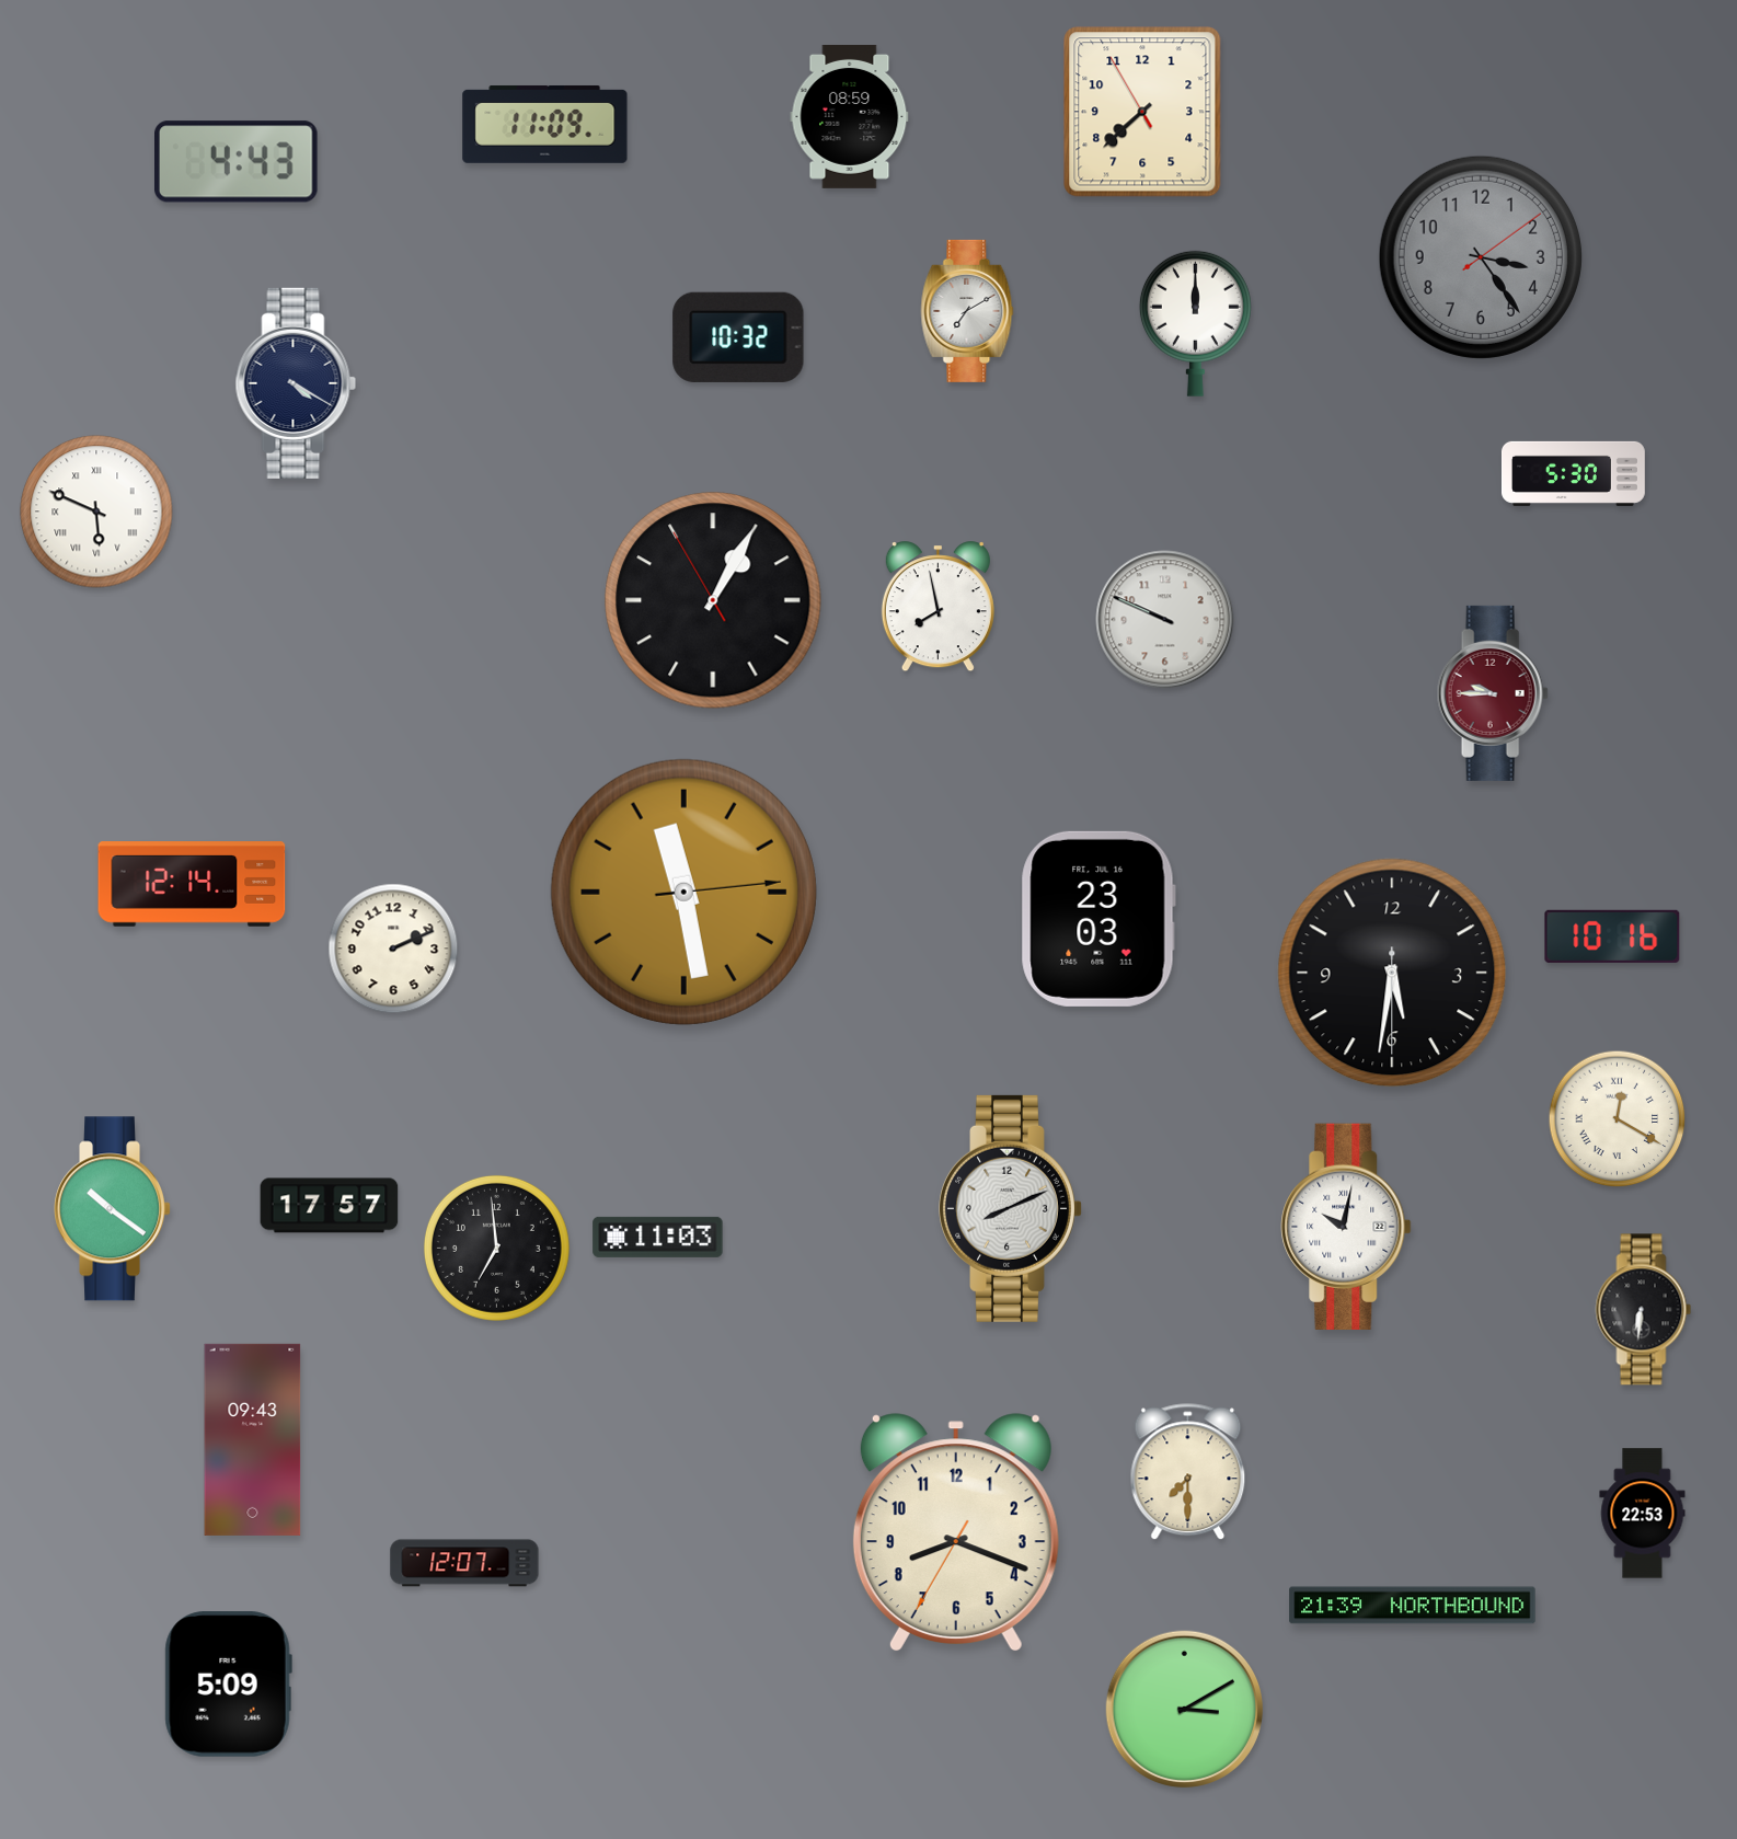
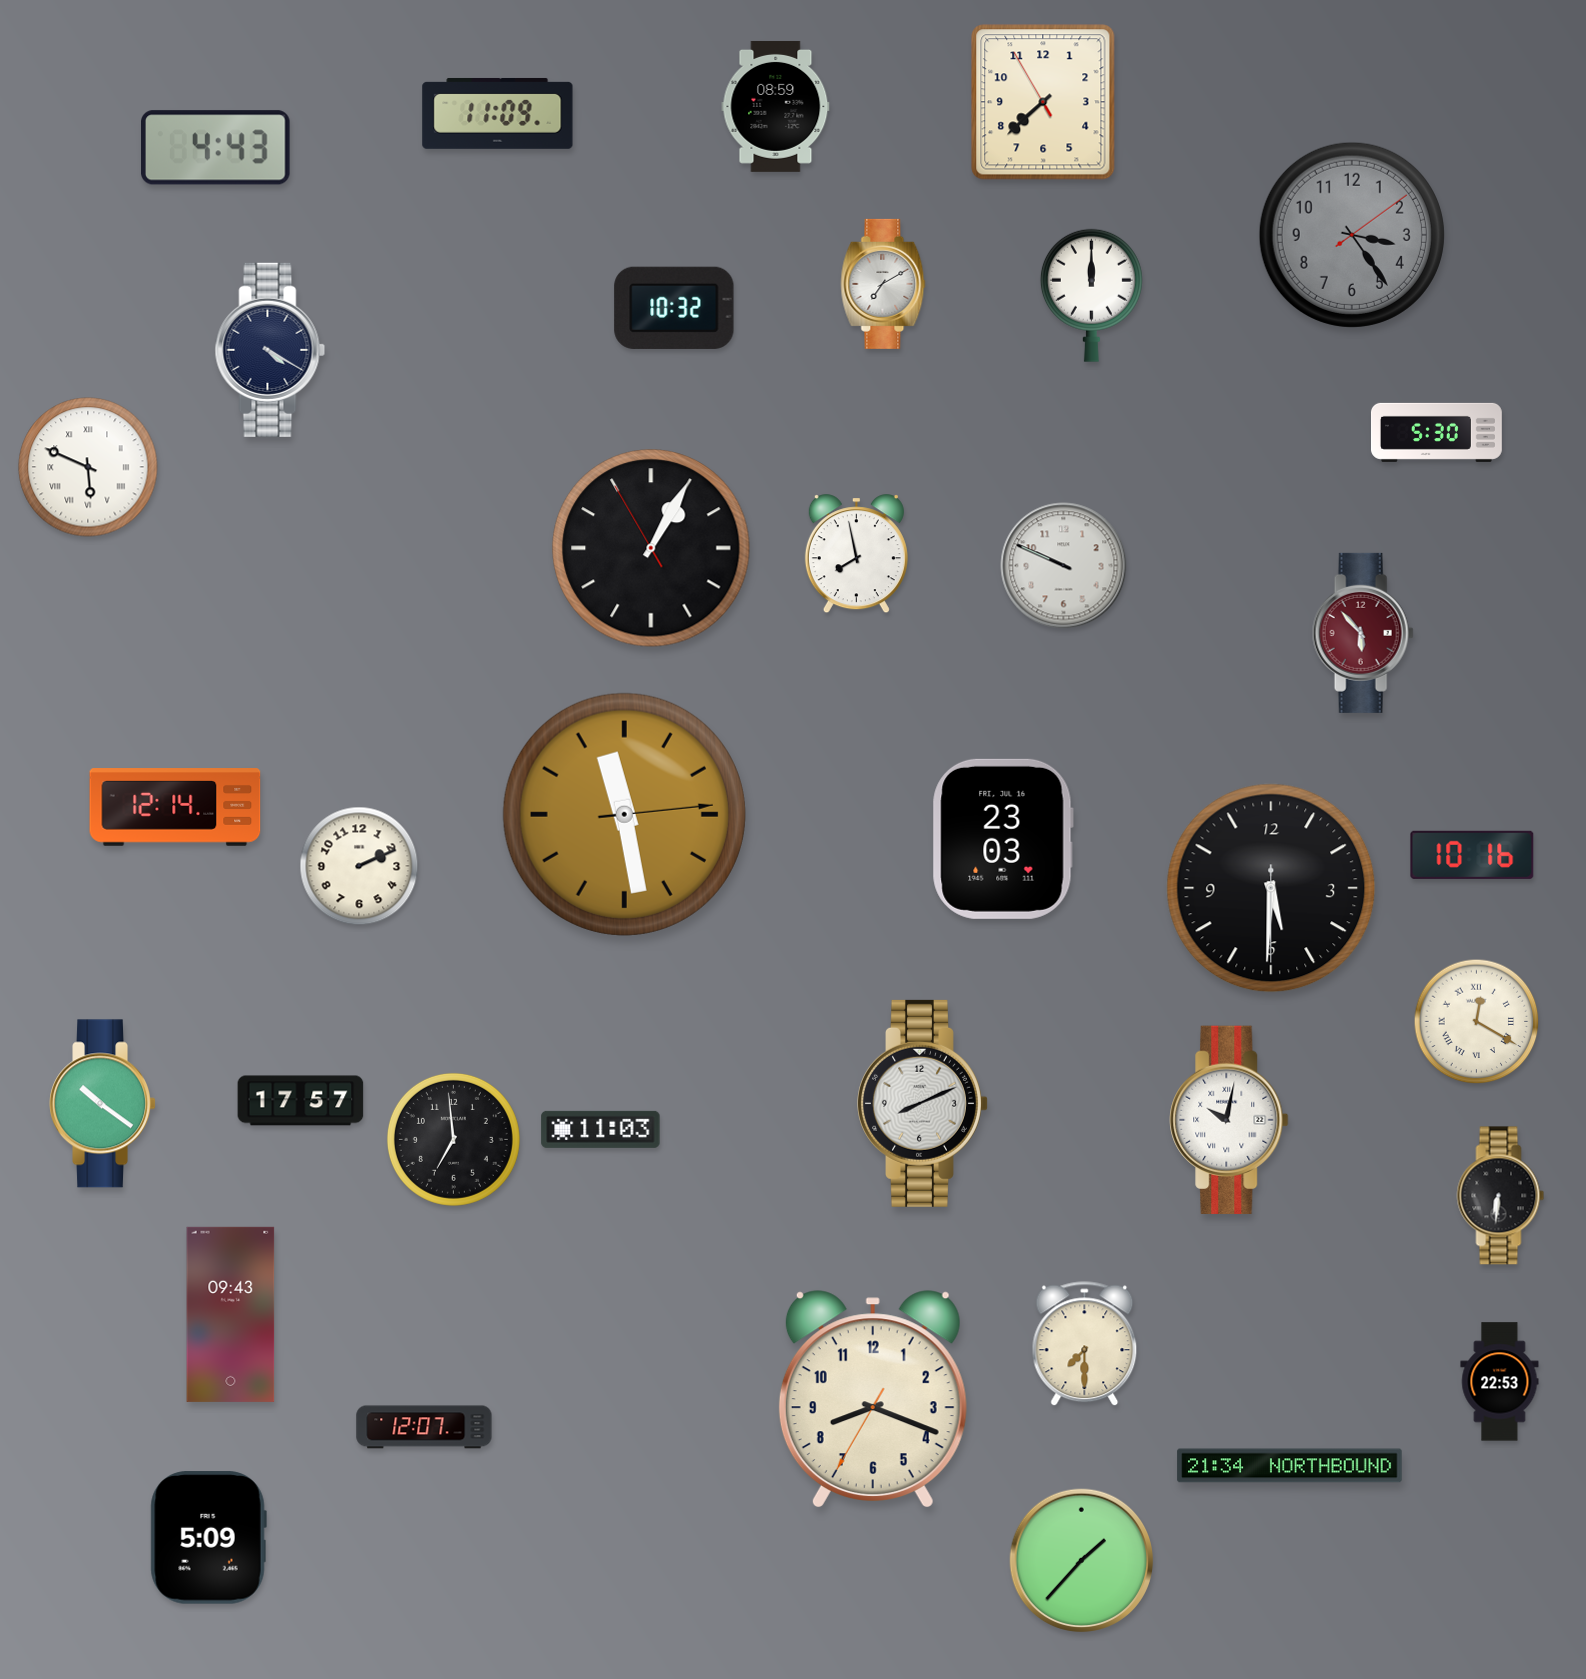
clock at (1493, 693): 9:45 -> 5:53
clock at (1392, 973): 5:31 -> 5:30
clock at (1413, 1606): 21:39 -> 21:34
clock at (1185, 1710): 3:10 -> 1:37
